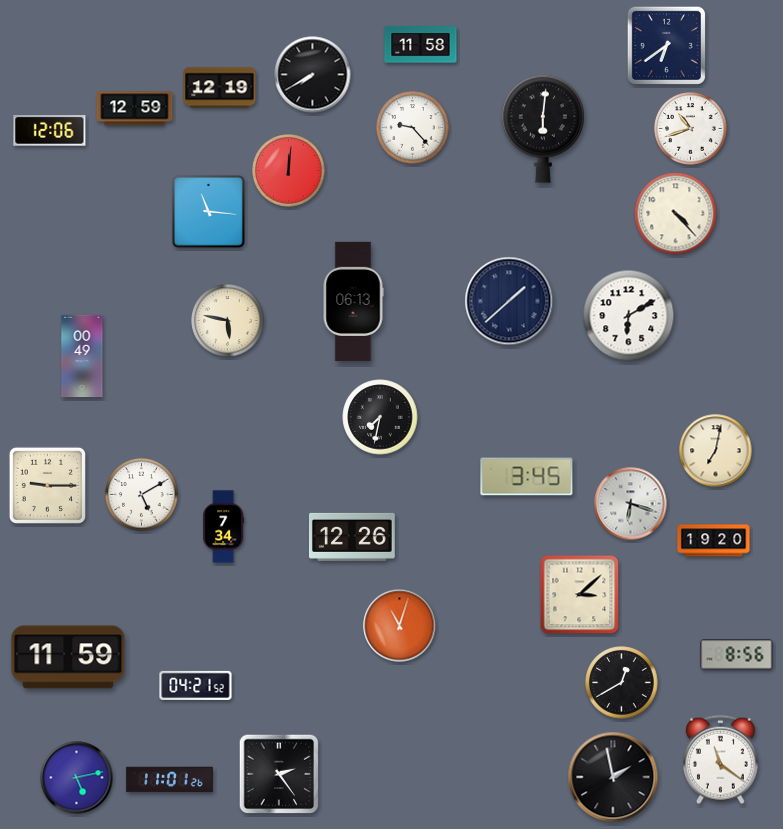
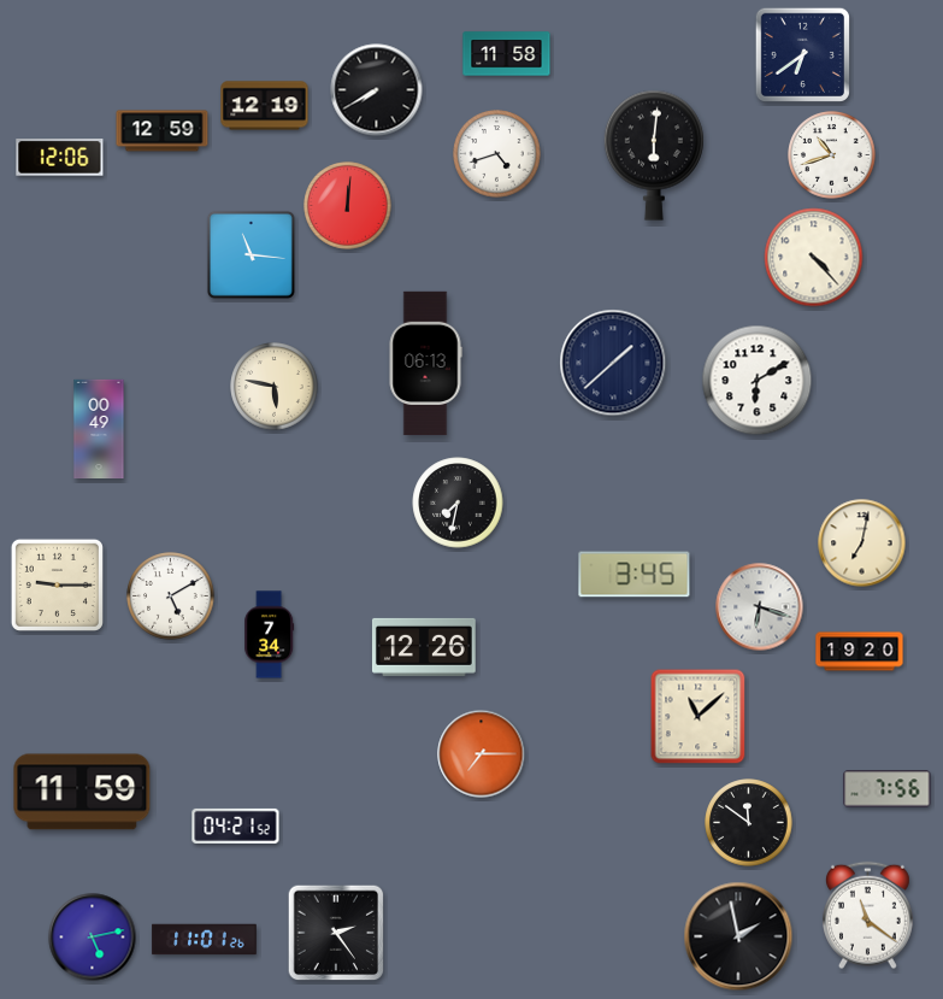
clock at (413, 128): 9:23 -> 4:42
clock at (580, 595): 3:08 -> 11:08
clock at (400, 626): 11:03 -> 7:15
clock at (737, 655): 8:56 -> 7:56
clock at (622, 683): 12:40 -> 11:51
